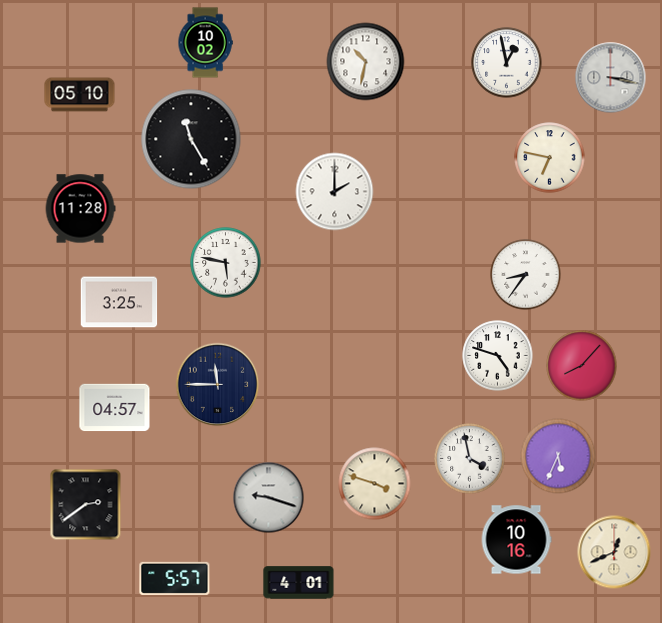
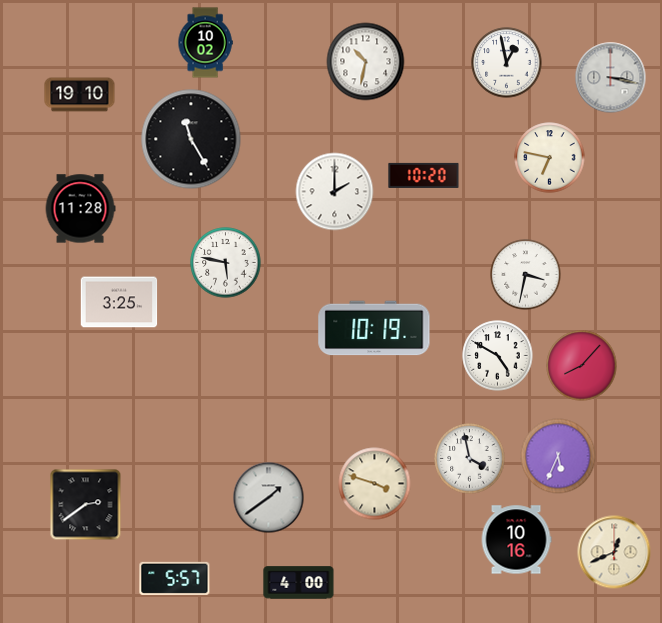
clock at (80, 95): 05:10 -> 19:10
clock at (424, 175): none -> 10:20
clock at (526, 275): 8:36 -> 3:32
clock at (374, 328): none -> 10:19
clock at (498, 356): 4:48 -> 4:50
clock at (218, 385): 11:45 -> none
clock at (115, 408): 04:57 -> none
clock at (269, 498): 9:18 -> 1:39
clock at (299, 583): 4:01 -> 4:00
